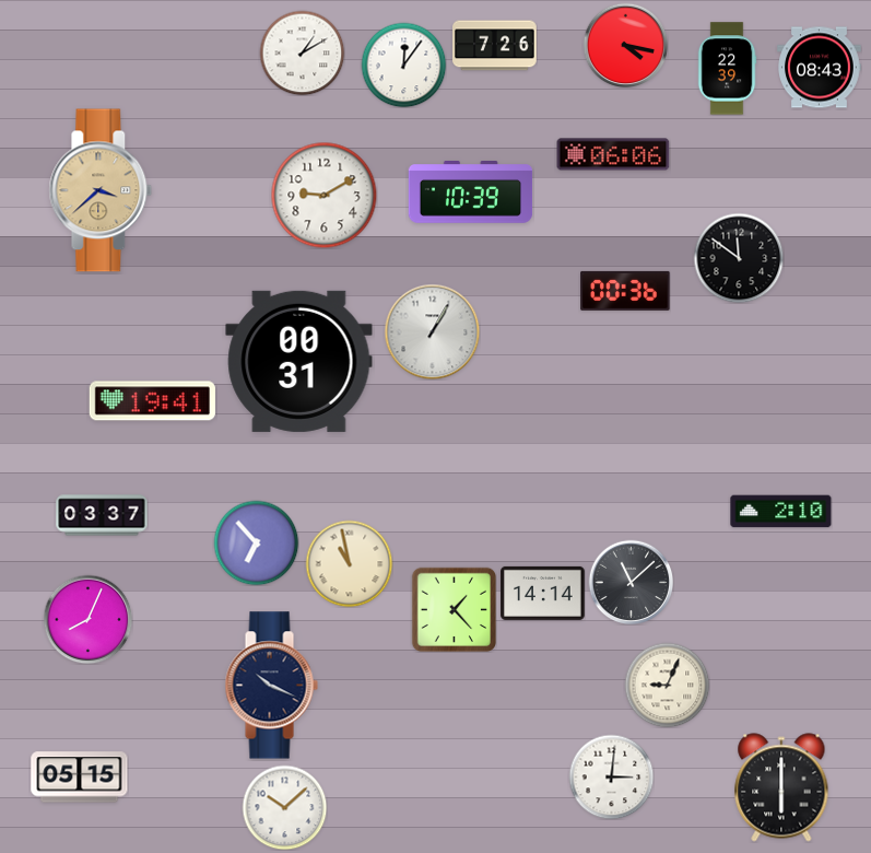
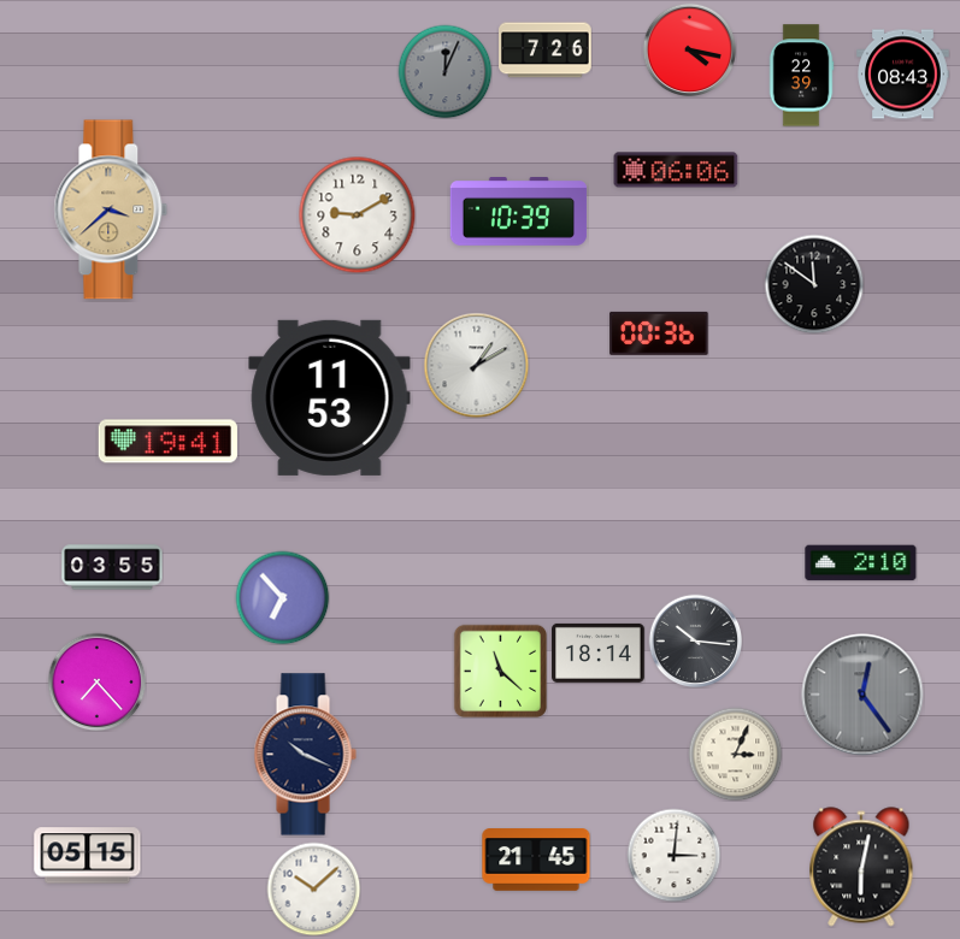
clock at (302, 52): 1:10 -> none
clock at (403, 65): 12:06 -> 12:04
clock at (403, 65) dial: white -> grey
clock at (625, 291) position: (625, 291) -> (659, 333)
clock at (432, 331): 1:05 -> 1:10
clock at (299, 361): 00:31 -> 11:53
clock at (102, 515): 03:37 -> 03:55
clock at (349, 563): 10:58 -> none
clock at (631, 582): 11:08 -> 10:16
clock at (543, 593): 14:14 -> 18:14
clock at (454, 609): 1:23 -> 11:22
clock at (87, 619): 8:04 -> 7:23
clock at (862, 695): none -> 12:24
clock at (667, 685): 9:04 -> 3:04
clock at (271, 686) position: (271, 686) -> (305, 755)
clock at (536, 860): none -> 21:45
clock at (781, 787): 6:00 -> 6:02
